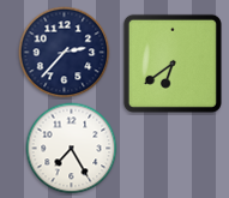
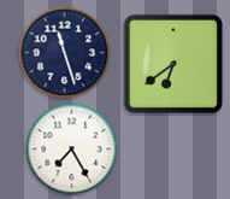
clock at (65, 53): 2:37 -> 11:27
